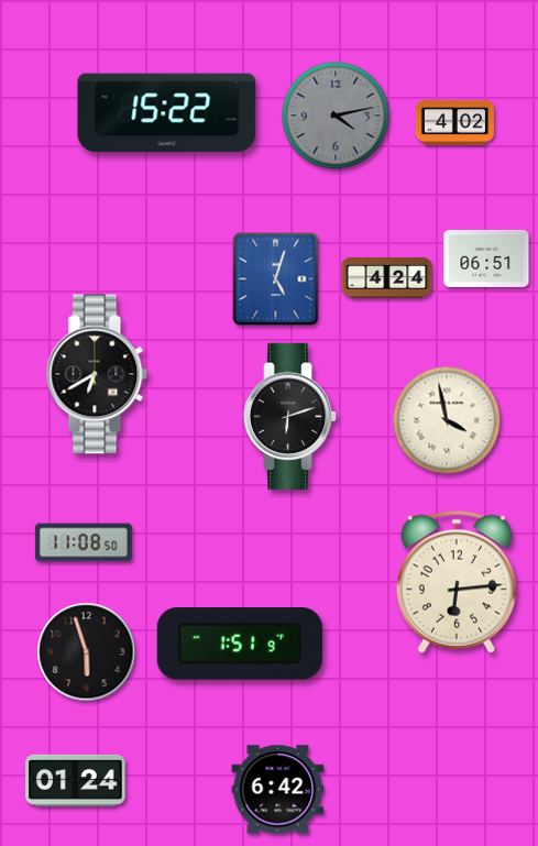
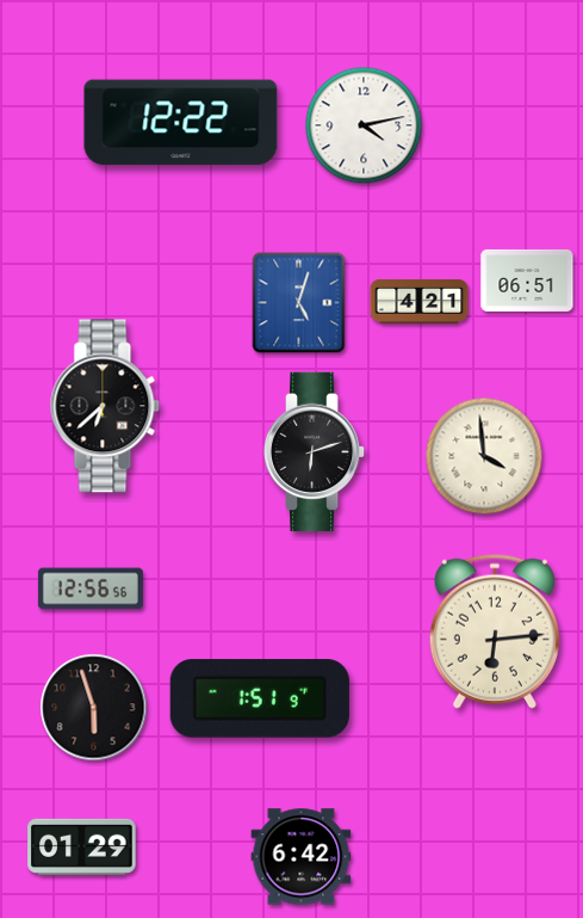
clock at (167, 113): 15:22 -> 12:22
clock at (336, 116) dial: grey -> white
clock at (454, 123): 4:02 -> none
clock at (387, 277): 4:24 -> 4:21
clock at (97, 374): 6:40 -> 6:38
clock at (447, 420): 3:58 -> 3:59
clock at (84, 542): 11:08 -> 12:56
clock at (76, 780): 01:24 -> 01:29
